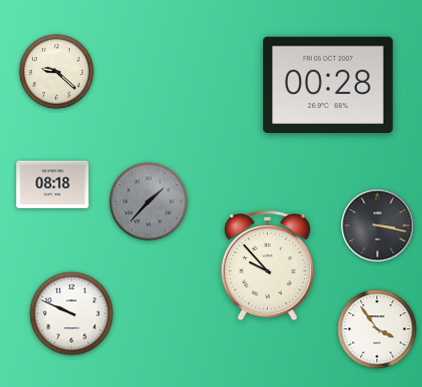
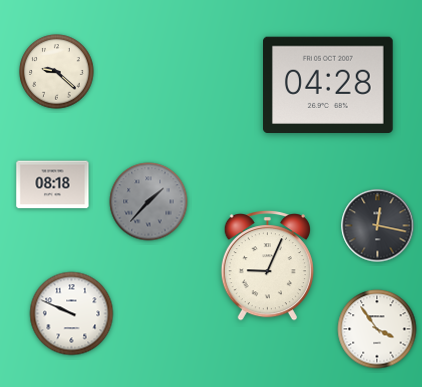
clock at (329, 84): 00:28 -> 04:28
clock at (378, 226): 3:17 -> 12:17
clock at (267, 266): 9:53 -> 9:04
